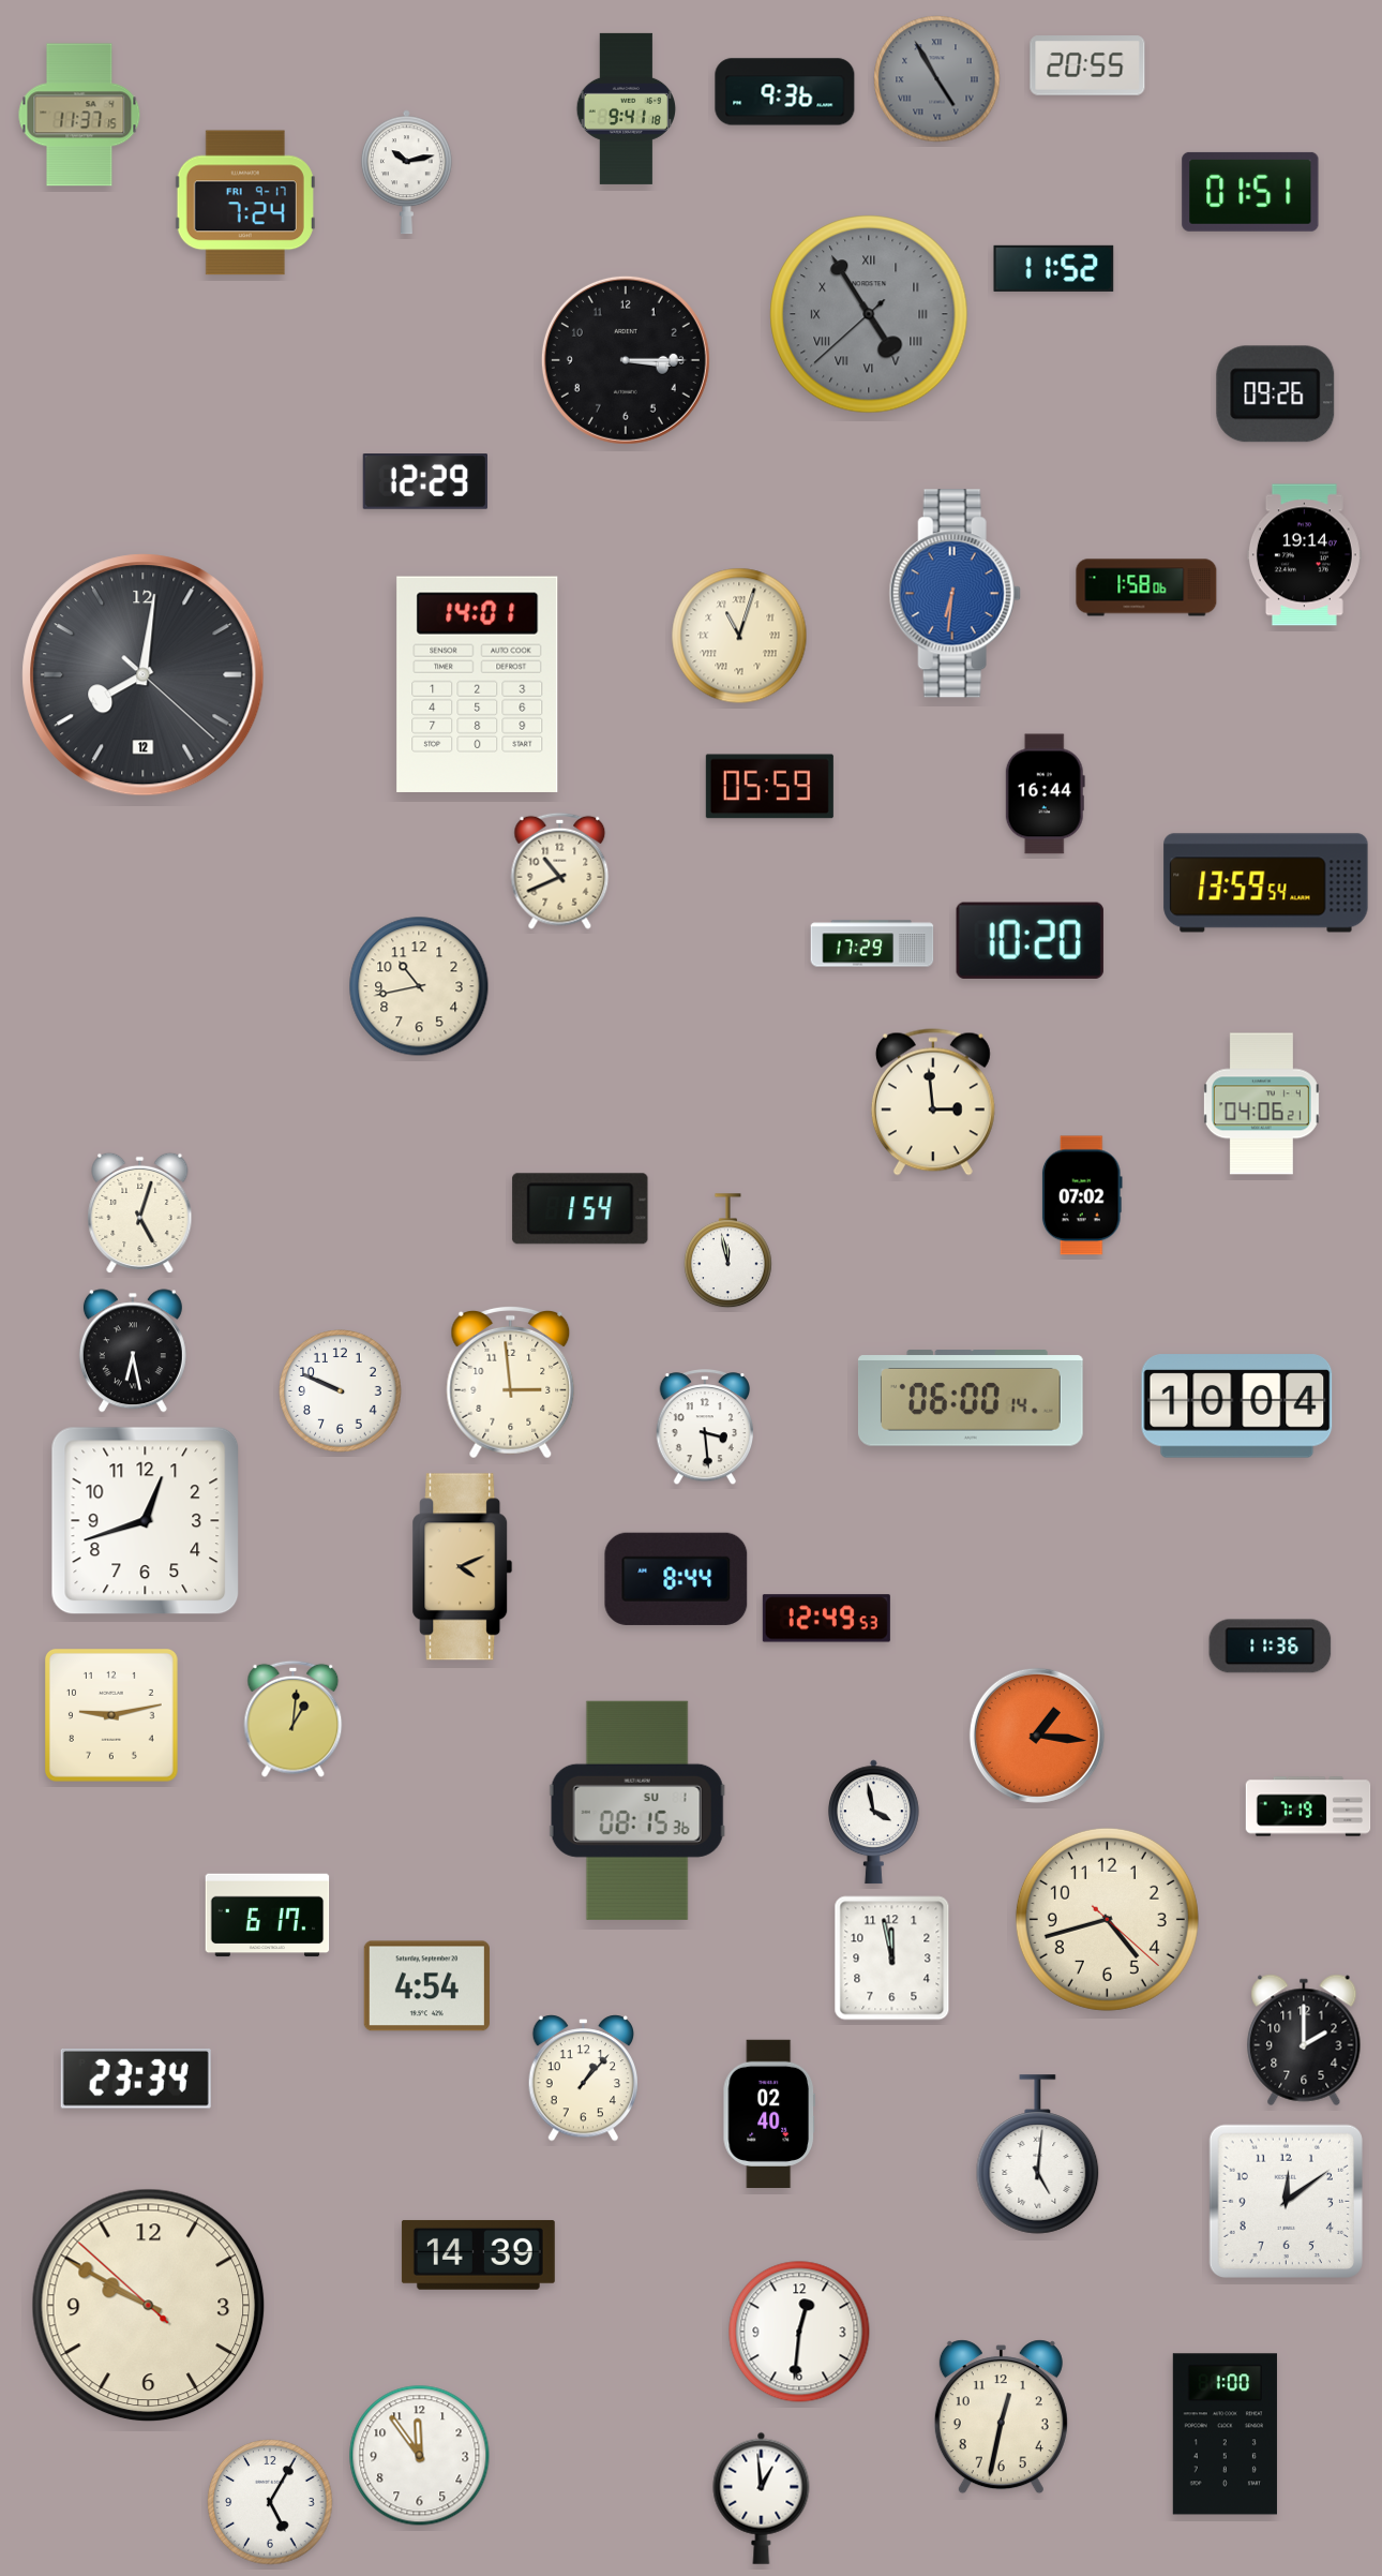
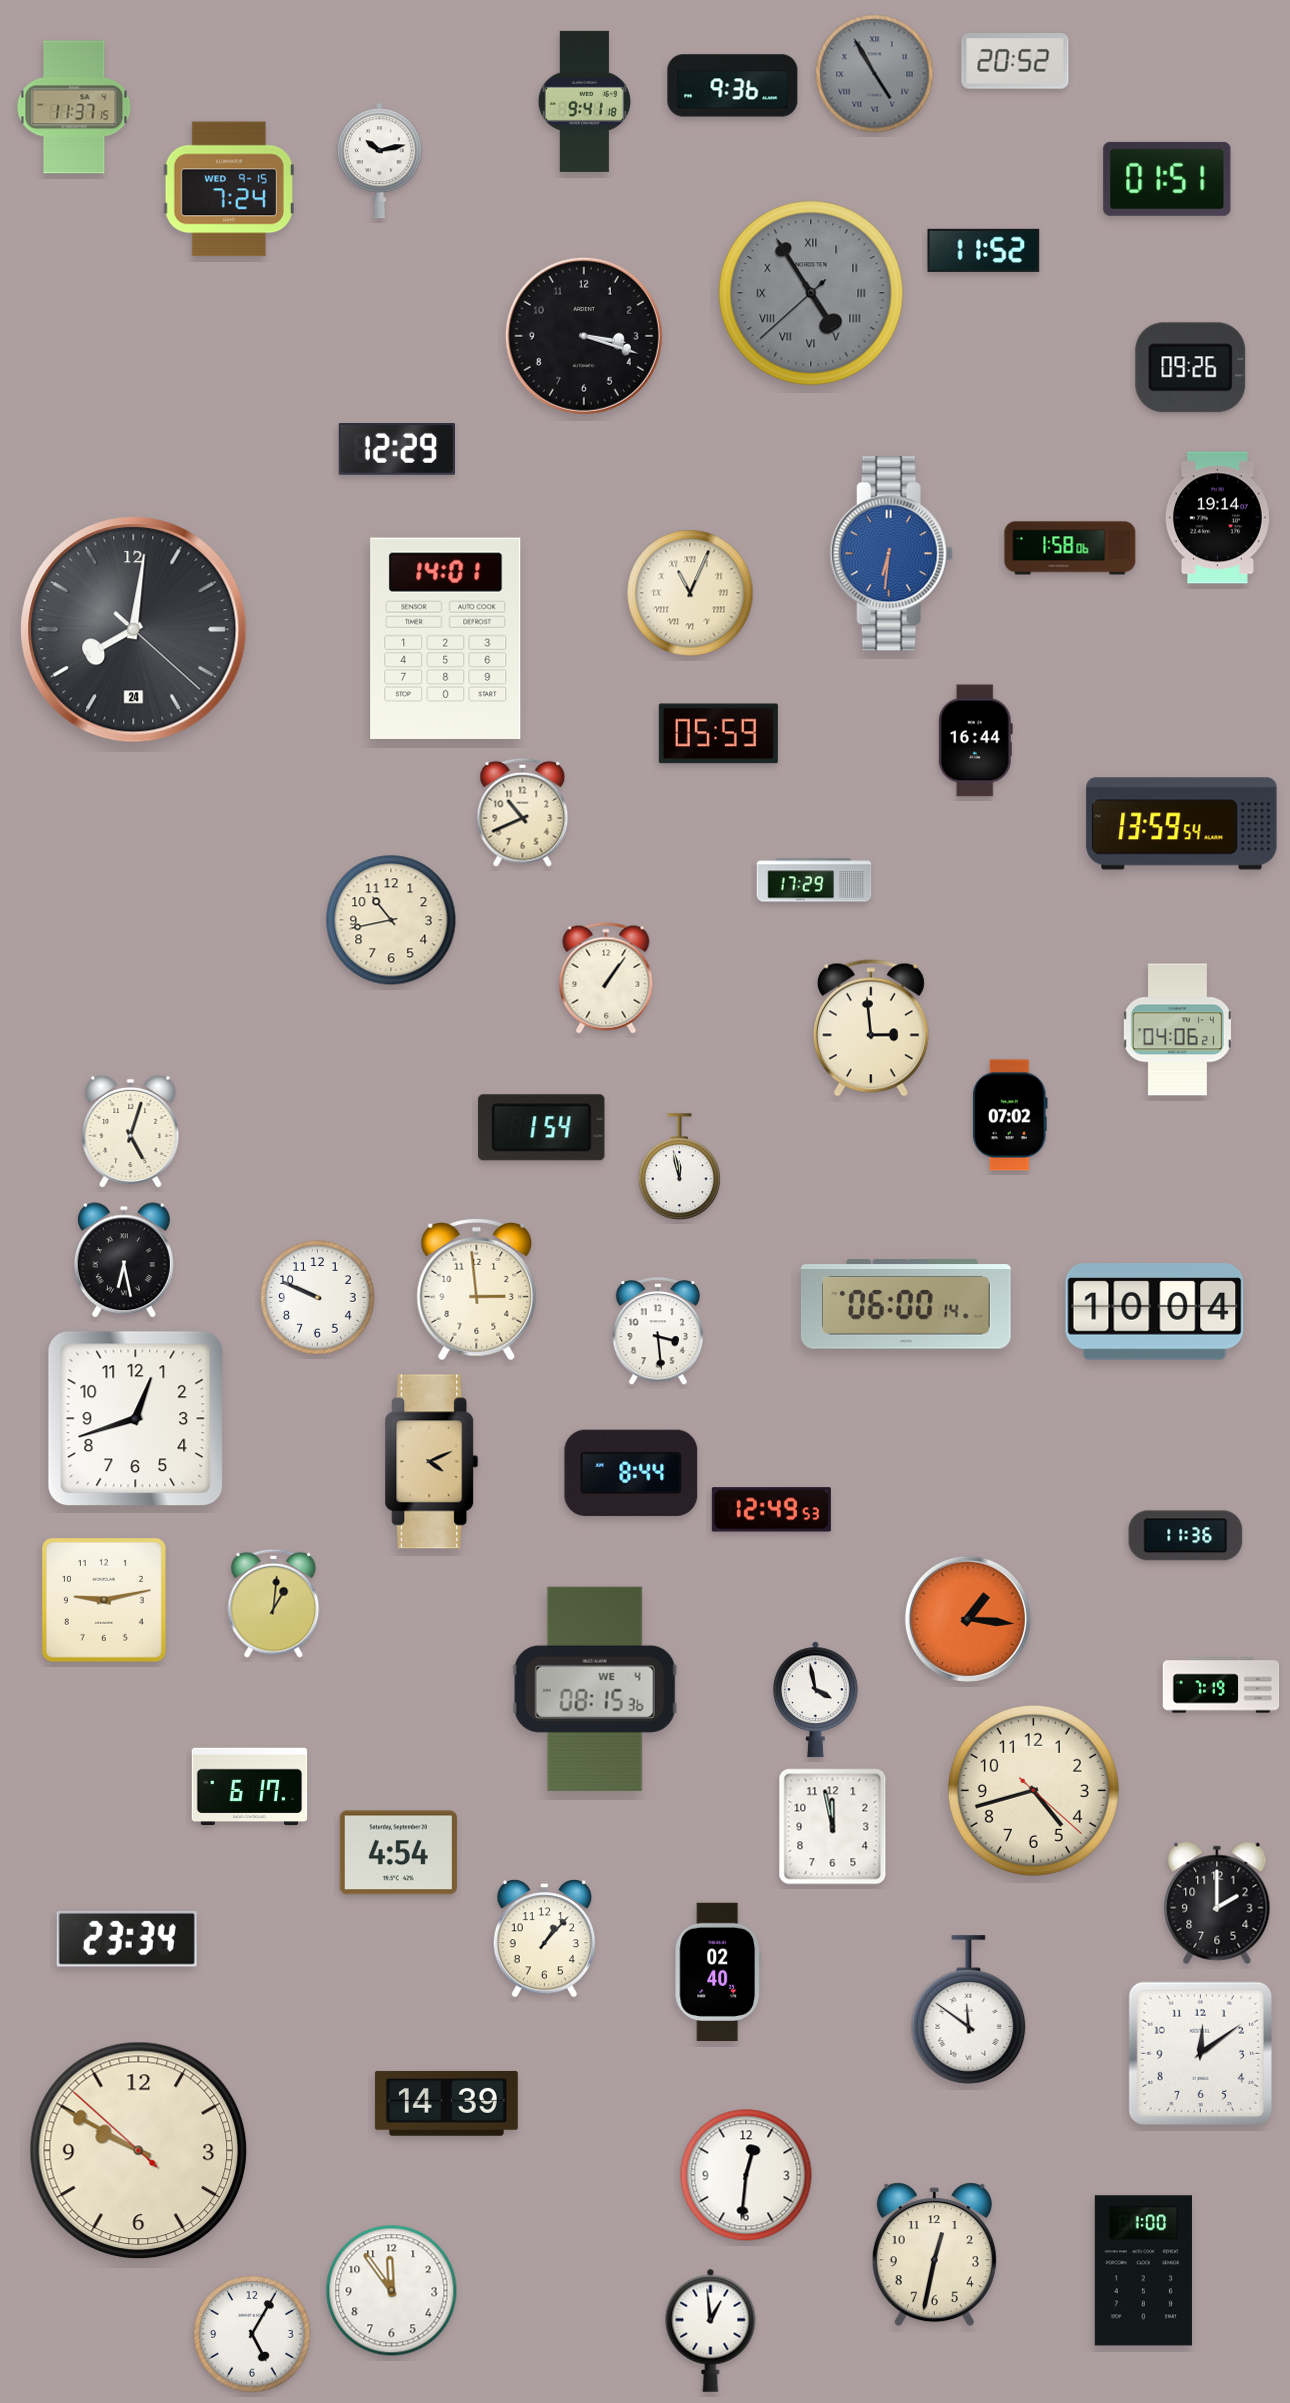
clock at (1087, 65): 20:55 -> 20:52
clock at (245, 203) date: FRI 9-17 -> WED 9-15
clock at (626, 360): 3:15 -> 3:18
clock at (739, 636): 11:03 -> 11:04
clock at (144, 675) date: 12 -> 24
clock at (1030, 940): 10:20 -> none
clock at (606, 978): none -> 1:06
clock at (637, 1811) date: SU 1 -> WE 4
clock at (1038, 2155): 5:01 -> 11:51
